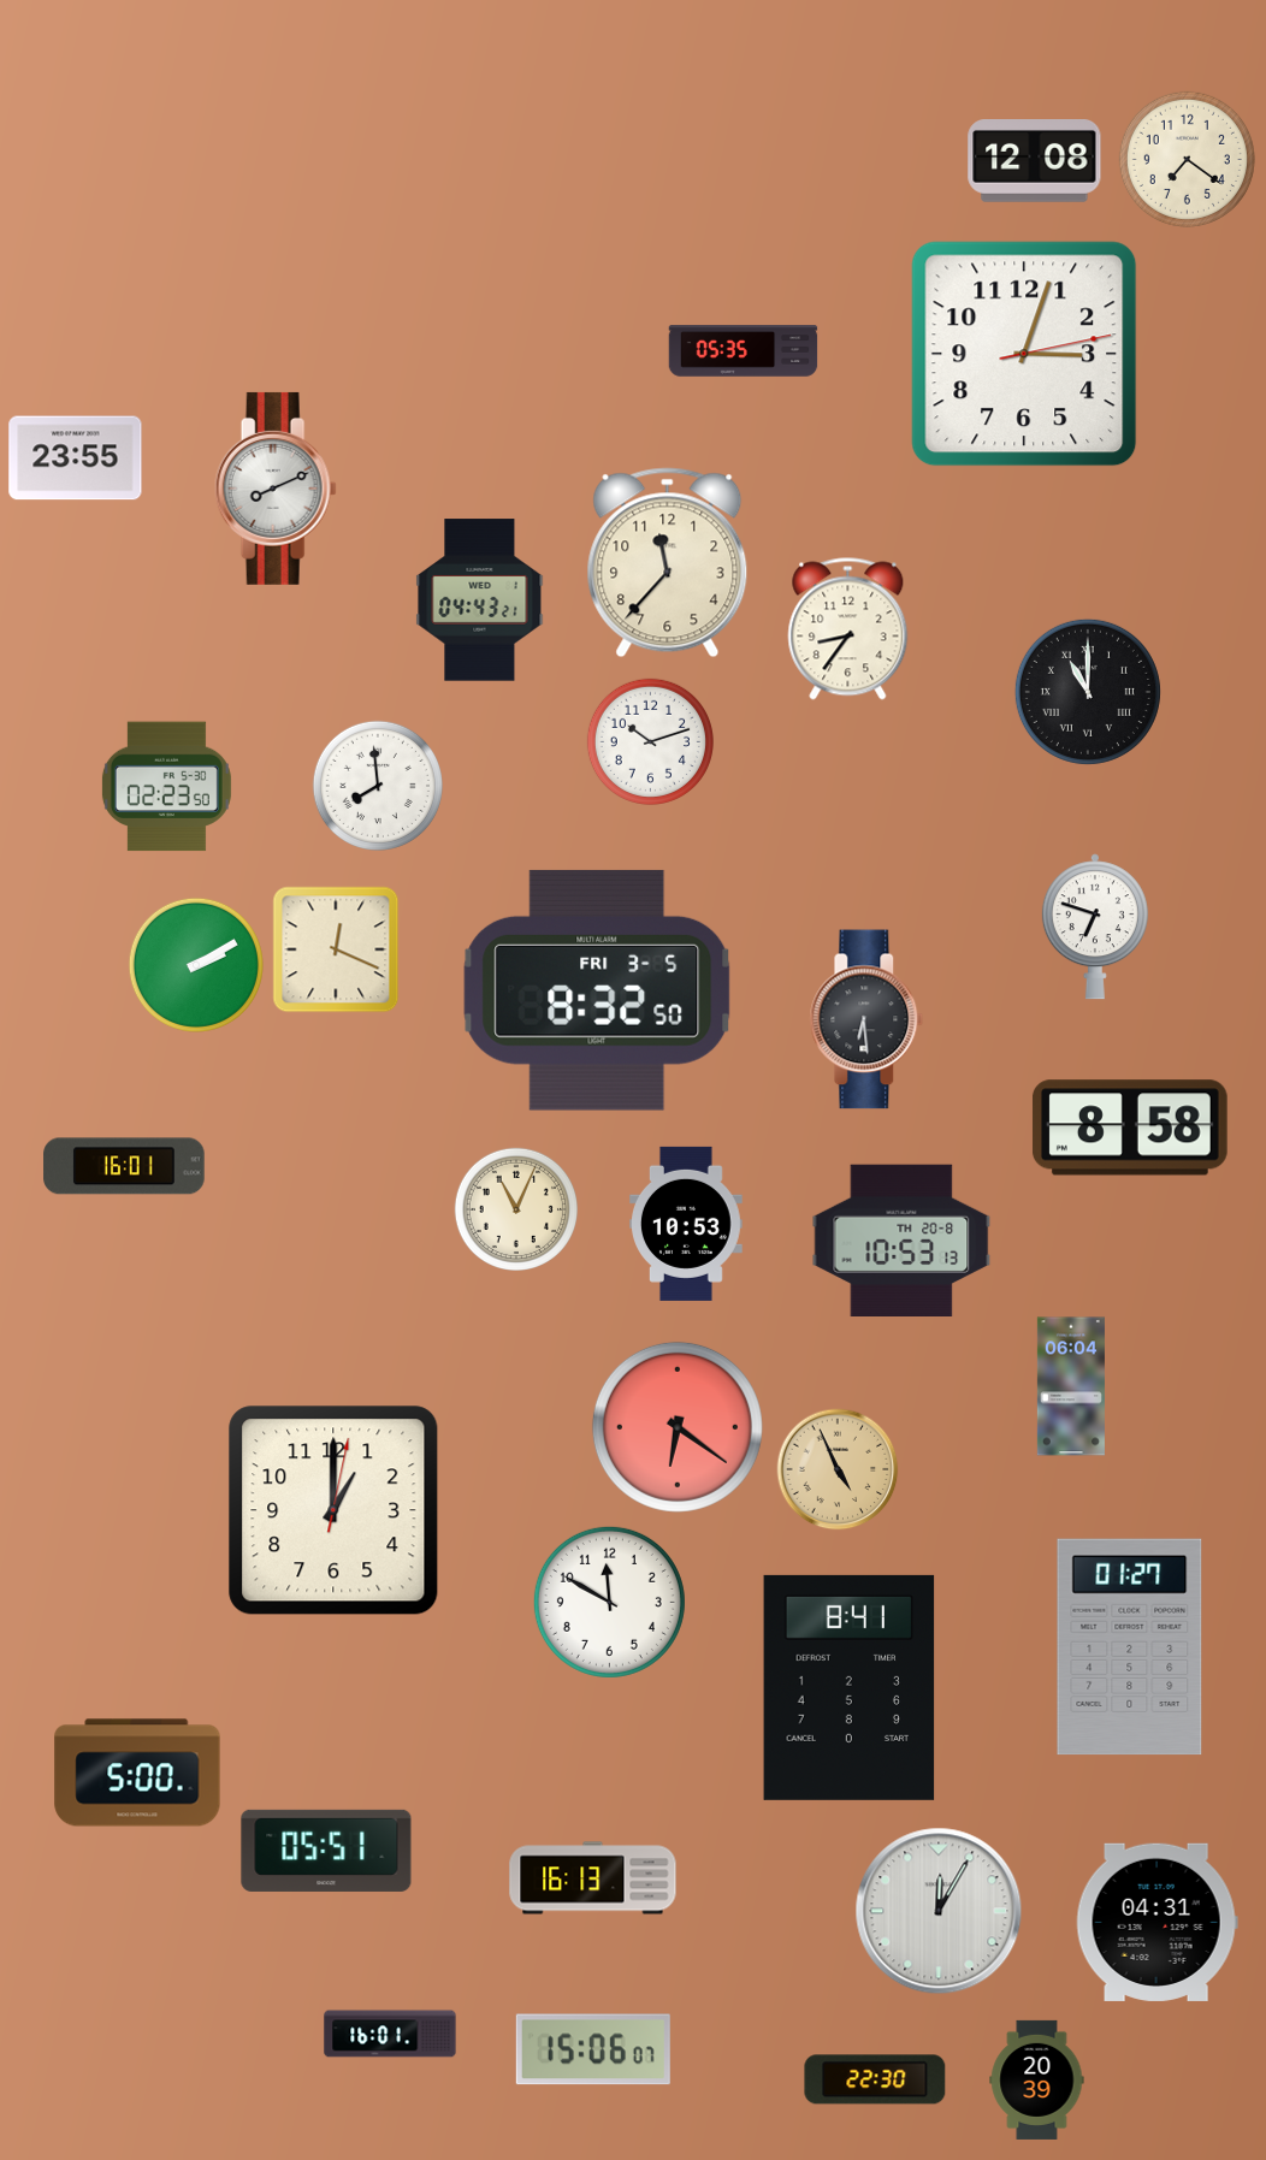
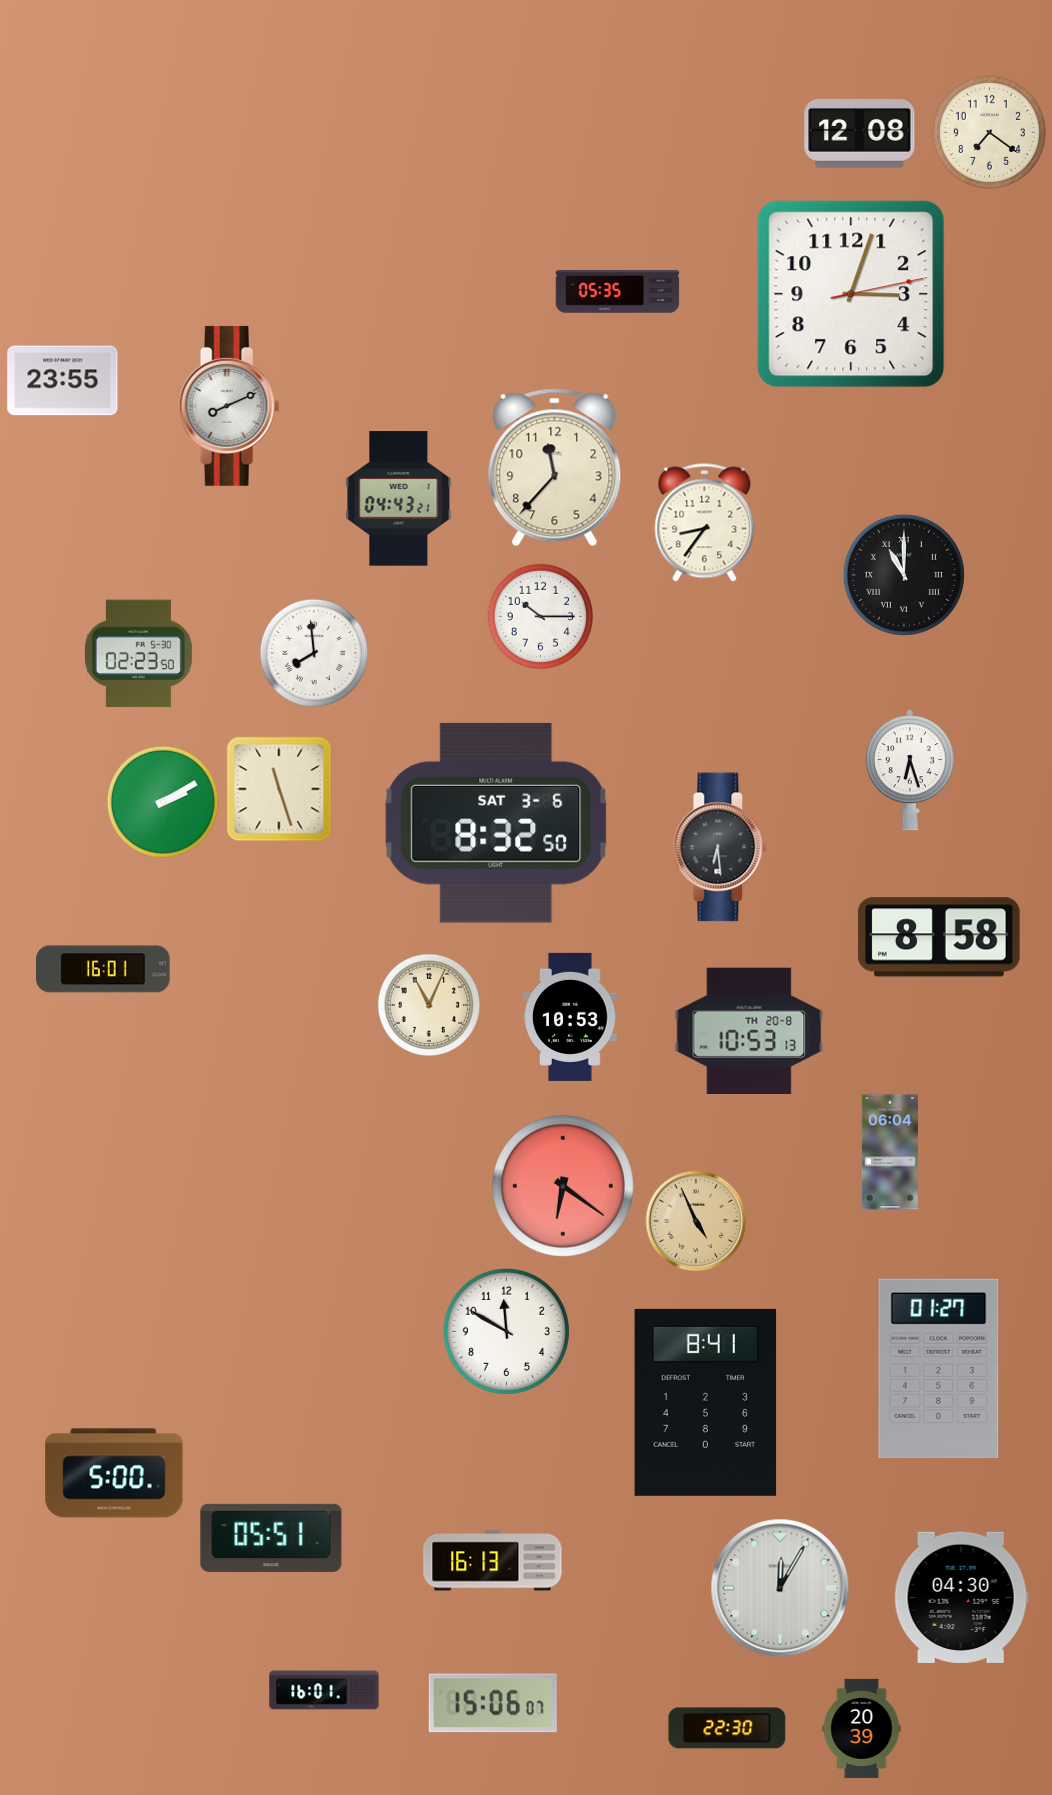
clock at (1187, 159) position: (1187, 159) -> (989, 132)
clock at (650, 741): 10:12 -> 10:15
clock at (1095, 927): 6:48 -> 6:27
clock at (336, 949): 12:19 -> 11:27
clock at (597, 990) date: FRI 3-5 -> SAT 3-6
clock at (333, 1510): 1:00 -> none
clock at (1156, 1922): 04:31 -> 04:30
